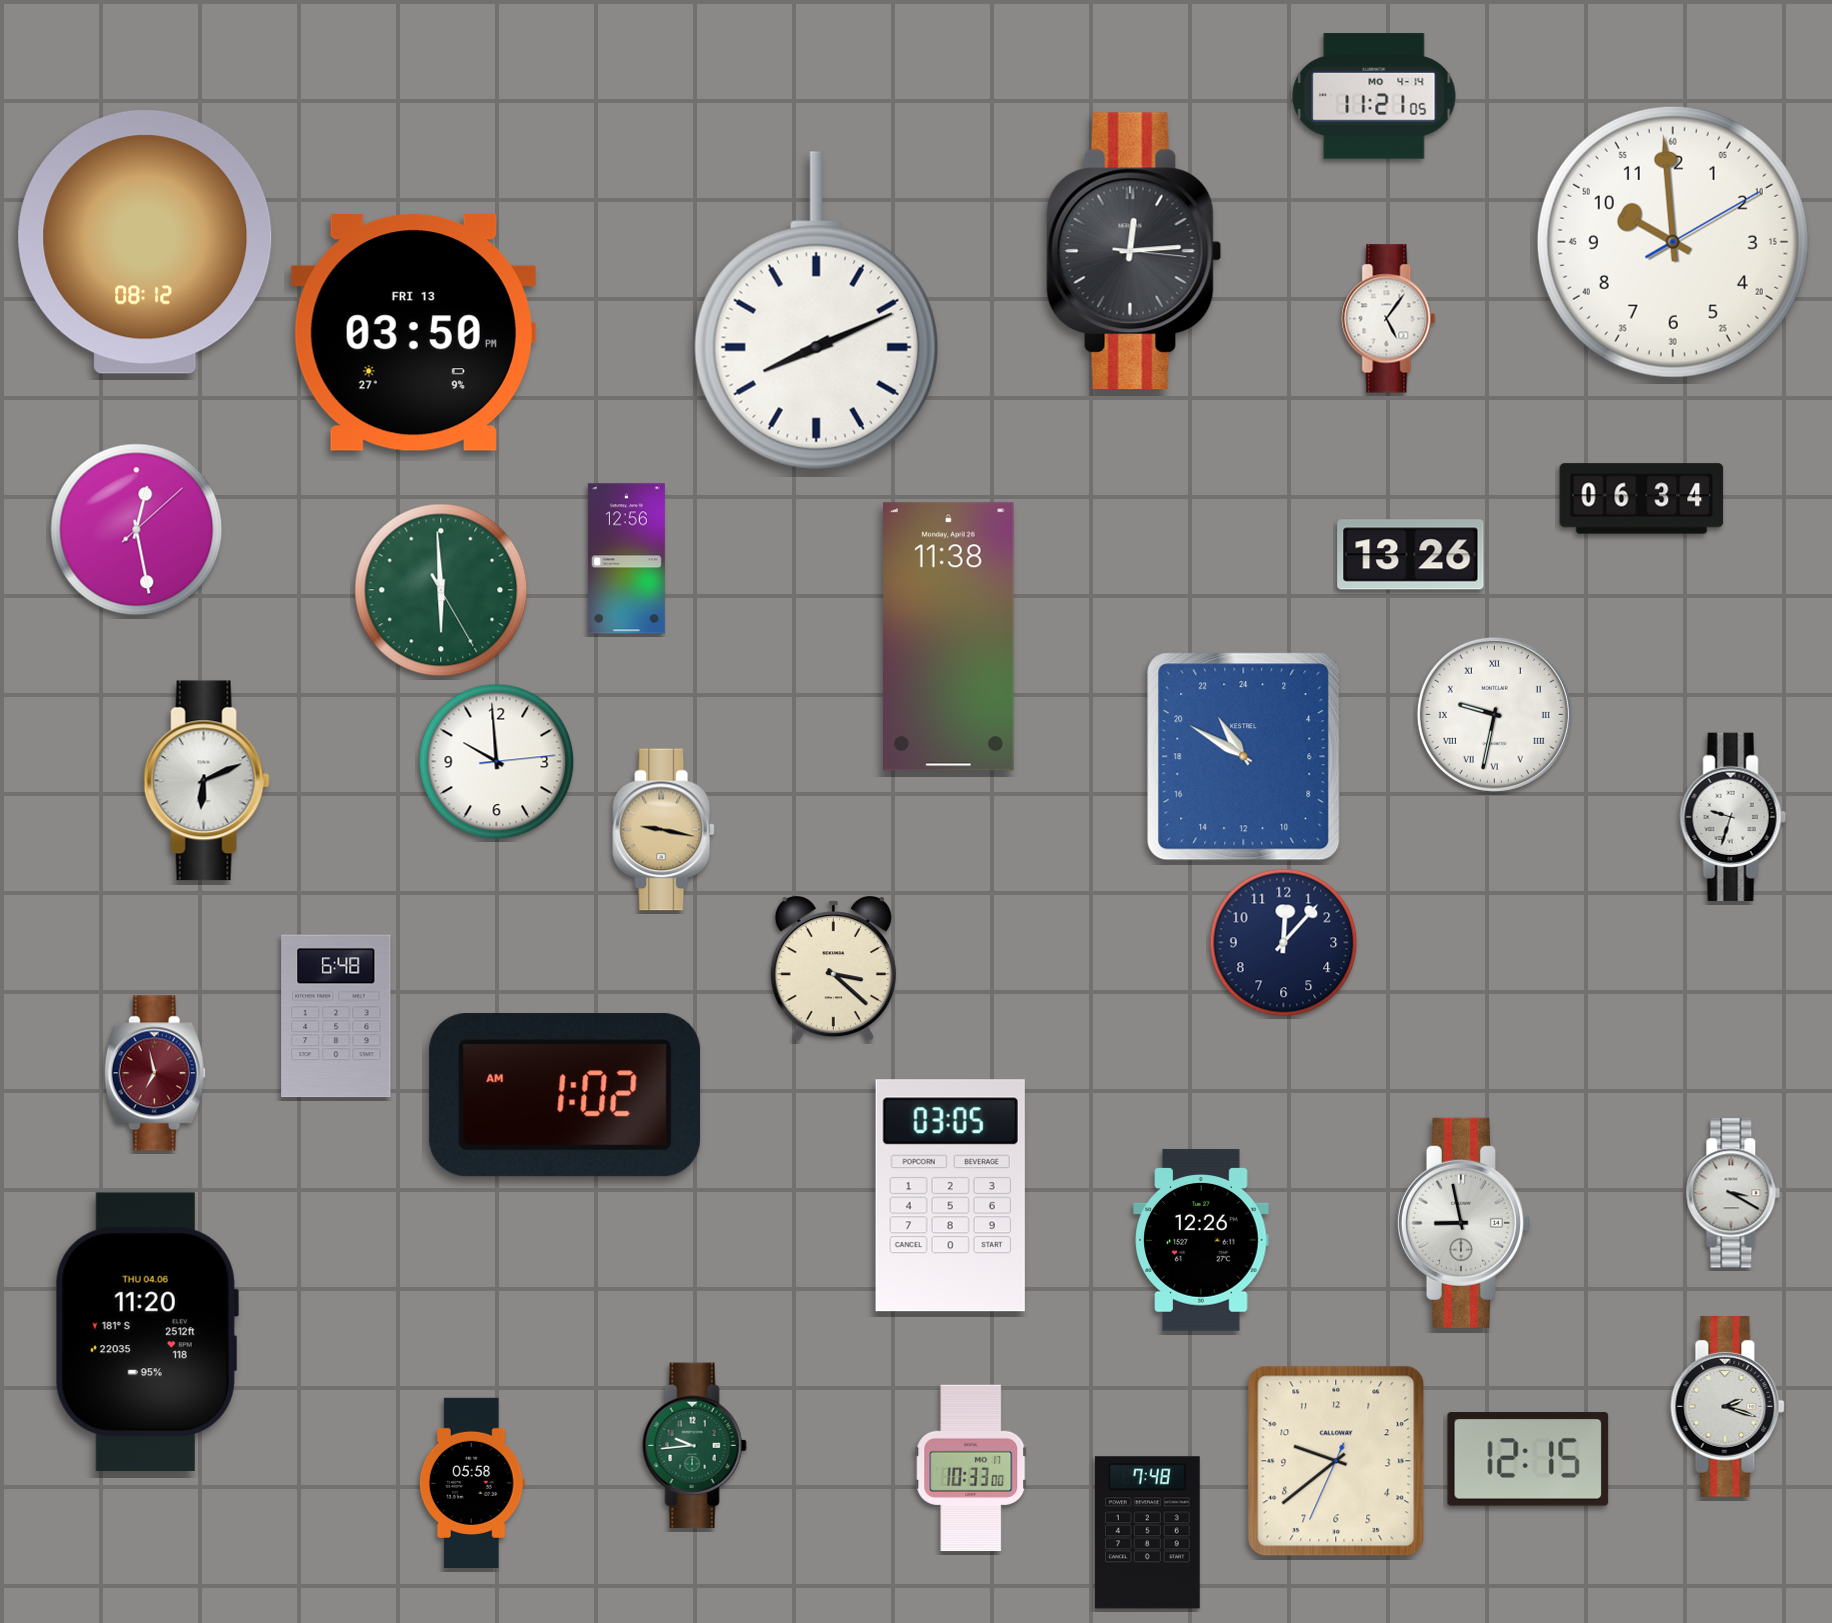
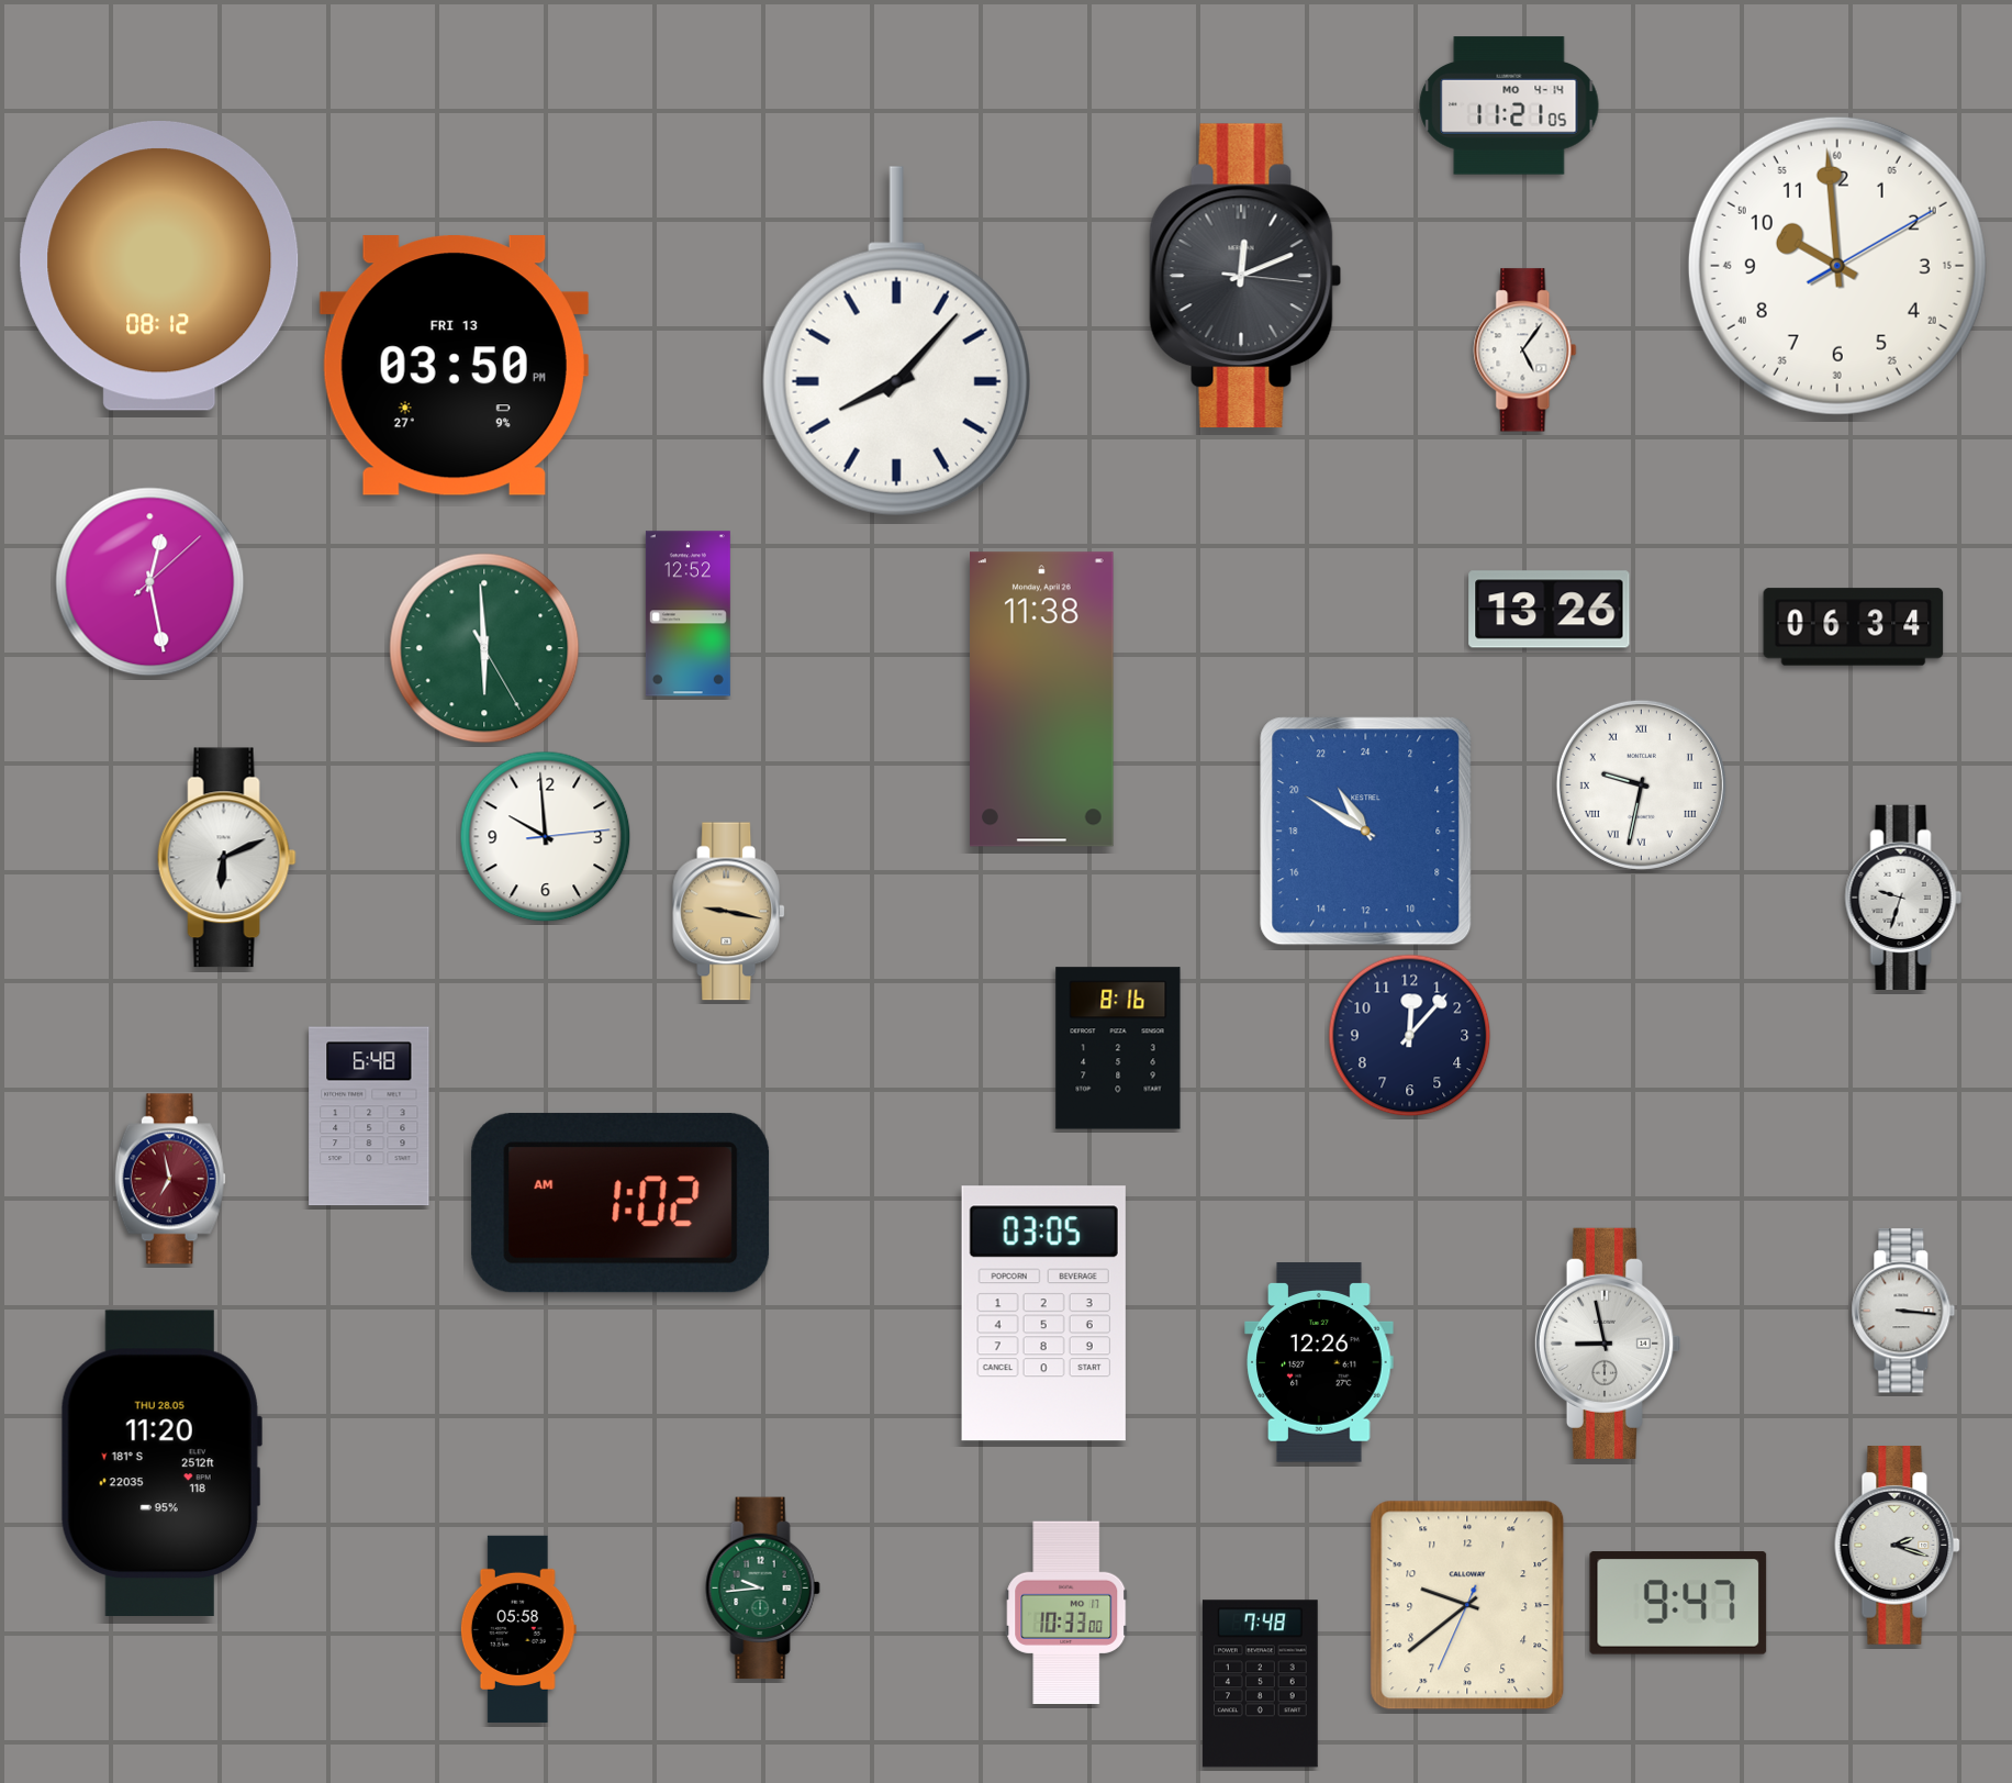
clock at (1134, 251): 12:14 -> 12:11
clock at (816, 311): 8:11 -> 8:07
clock at (1642, 499) position: (1642, 499) -> (1854, 627)
clock at (626, 559): 12:56 -> 12:52
clock at (1118, 1048): none -> 8:16
clock at (833, 970): 3:22 -> none
clock at (1733, 1193): 3:20 -> 3:16
clock at (147, 1331) date: THU 04.06 -> THU 28.05
clock at (1528, 1459): 12:15 -> 9:47
